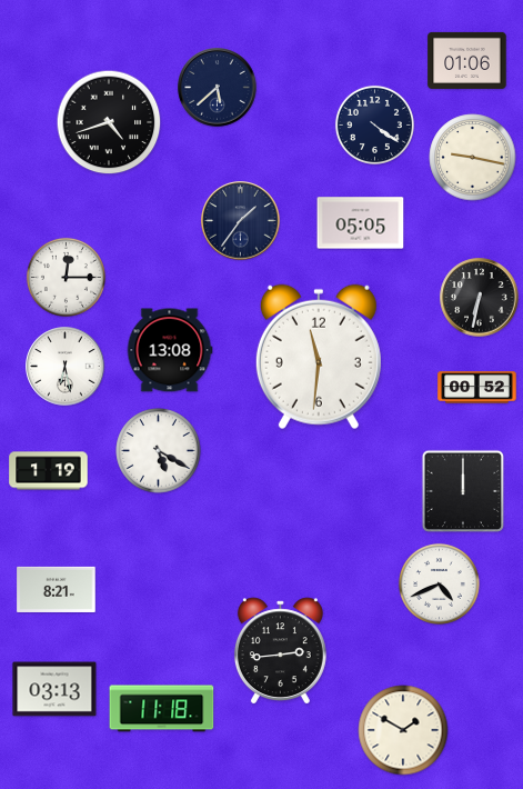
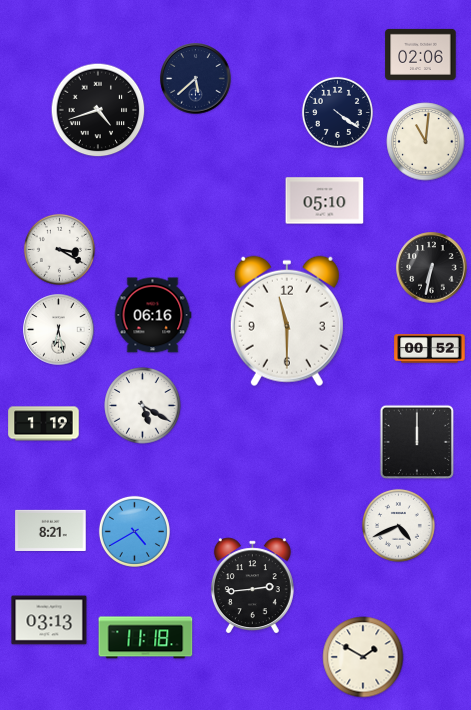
clock at (467, 60): 01:06 -> 02:06
clock at (473, 158): 9:17 -> 11:01
clock at (241, 221): 1:36 -> none
clock at (361, 223): 05:05 -> 05:10
clock at (66, 277): 12:15 -> 3:20
clock at (170, 350): 13:08 -> 06:16
clock at (319, 357): 11:31 -> 11:30
clock at (439, 583) position: (439, 583) -> (398, 525)
clock at (134, 531): none -> 4:40
